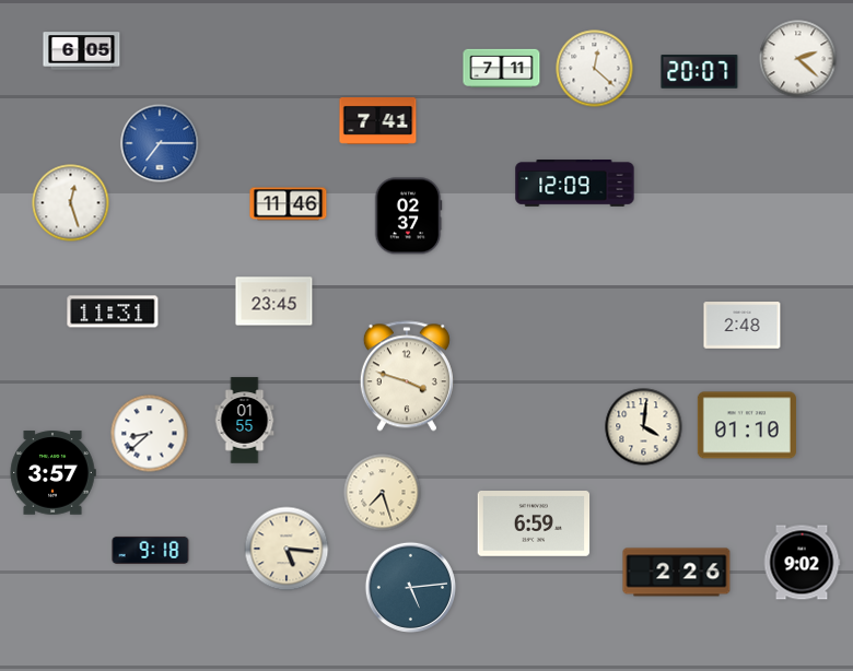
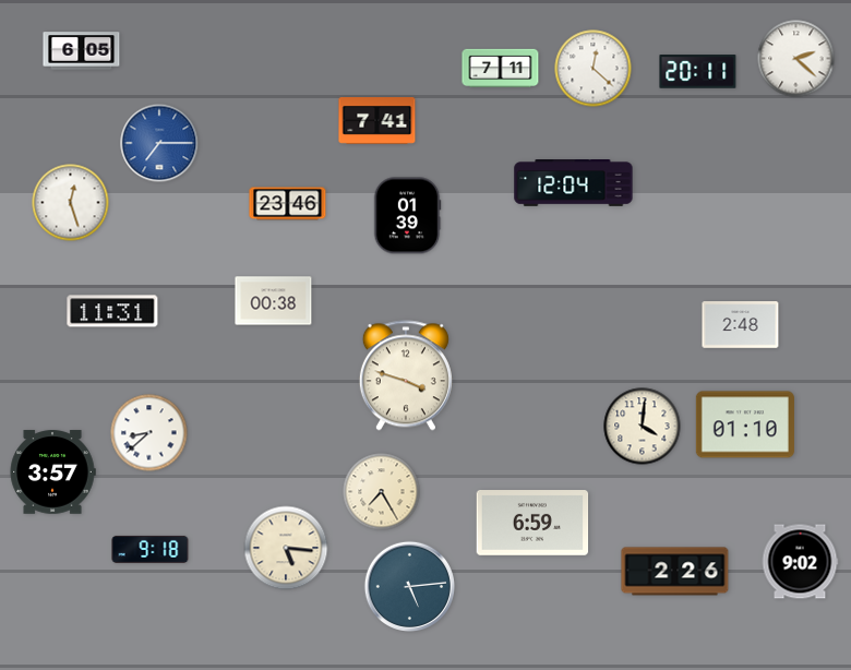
clock at (700, 72): 20:07 -> 20:11
clock at (575, 184): 12:09 -> 12:04
clock at (289, 204): 11:46 -> 23:46
clock at (408, 216): 02:37 -> 01:39
clock at (274, 302): 23:45 -> 00:38
clock at (245, 421): 01:55 -> none
clock at (383, 493): 7:27 -> 7:25
